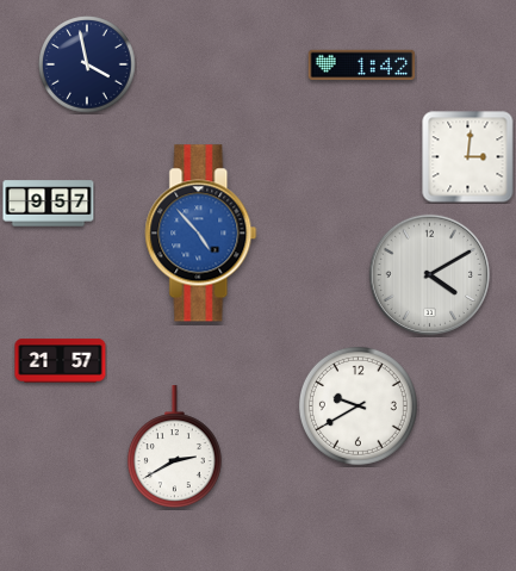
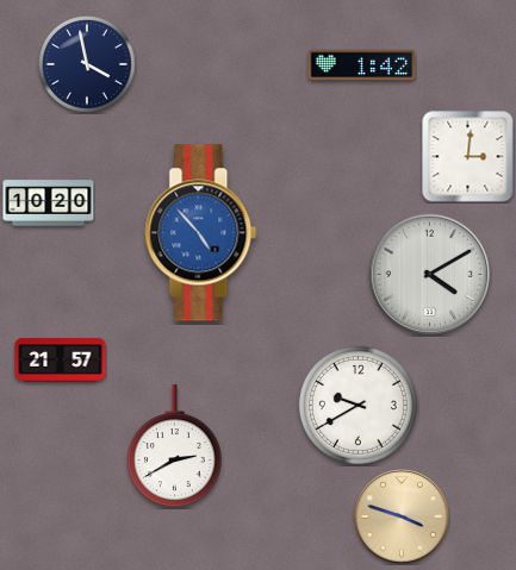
clock at (49, 204): 9:57 -> 10:20
clock at (402, 516): none -> 3:48
